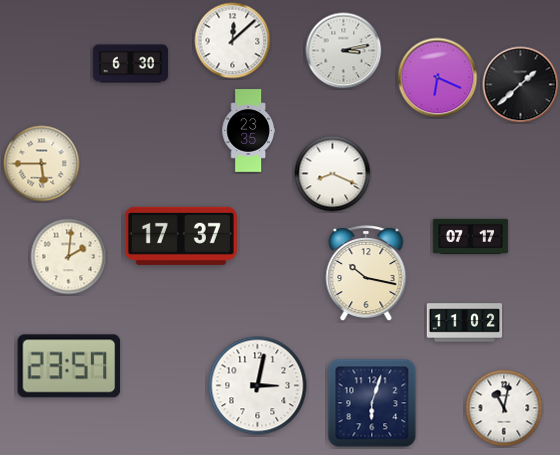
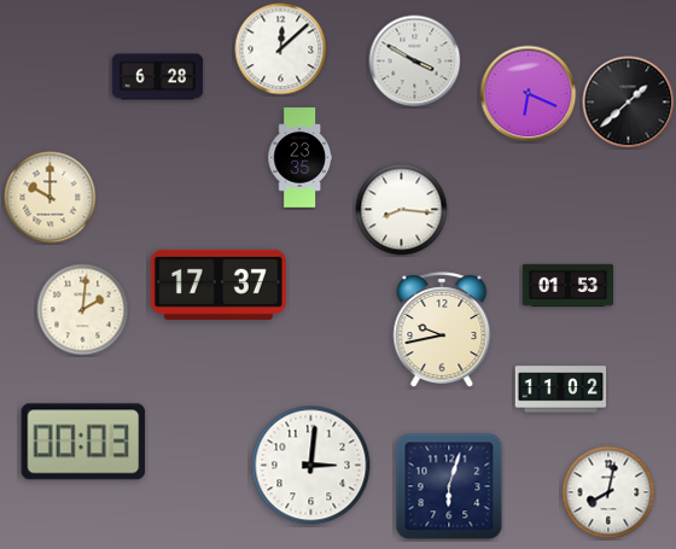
clock at (344, 51): 3:13 -> 3:50
clock at (131, 64): 6:30 -> 6:28
clock at (42, 164): 5:45 -> 10:00
clock at (333, 174): 8:19 -> 8:16
clock at (471, 237): 07:17 -> 01:53
clock at (366, 273): 10:17 -> 9:43
clock at (69, 366): 23:57 -> 00:03
clock at (258, 386): 3:02 -> 3:01
clock at (504, 408): 11:02 -> 8:02
